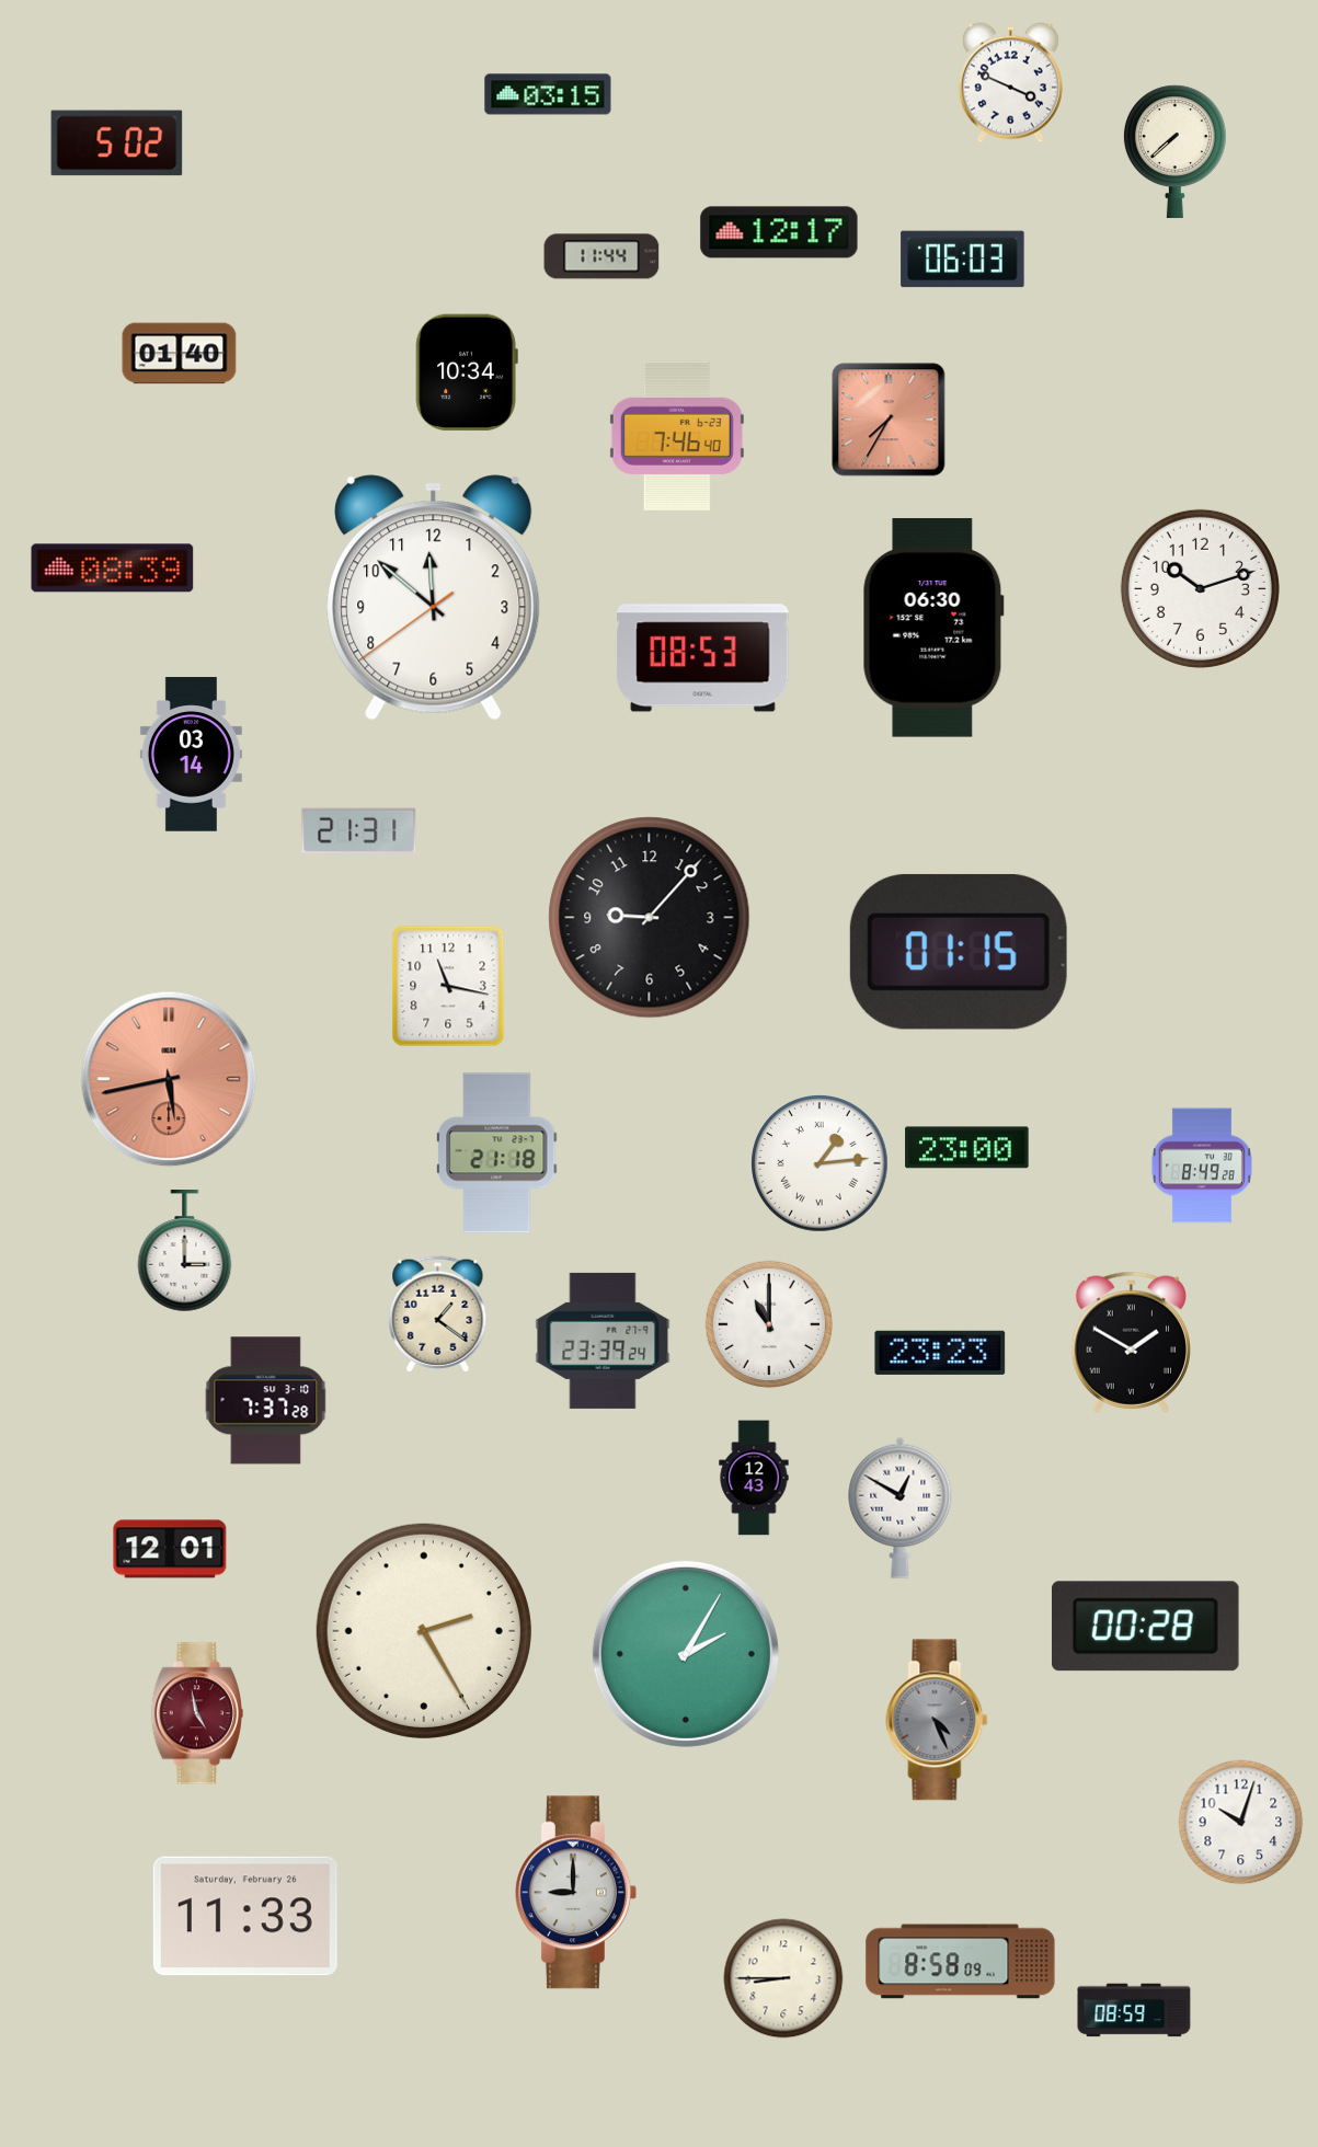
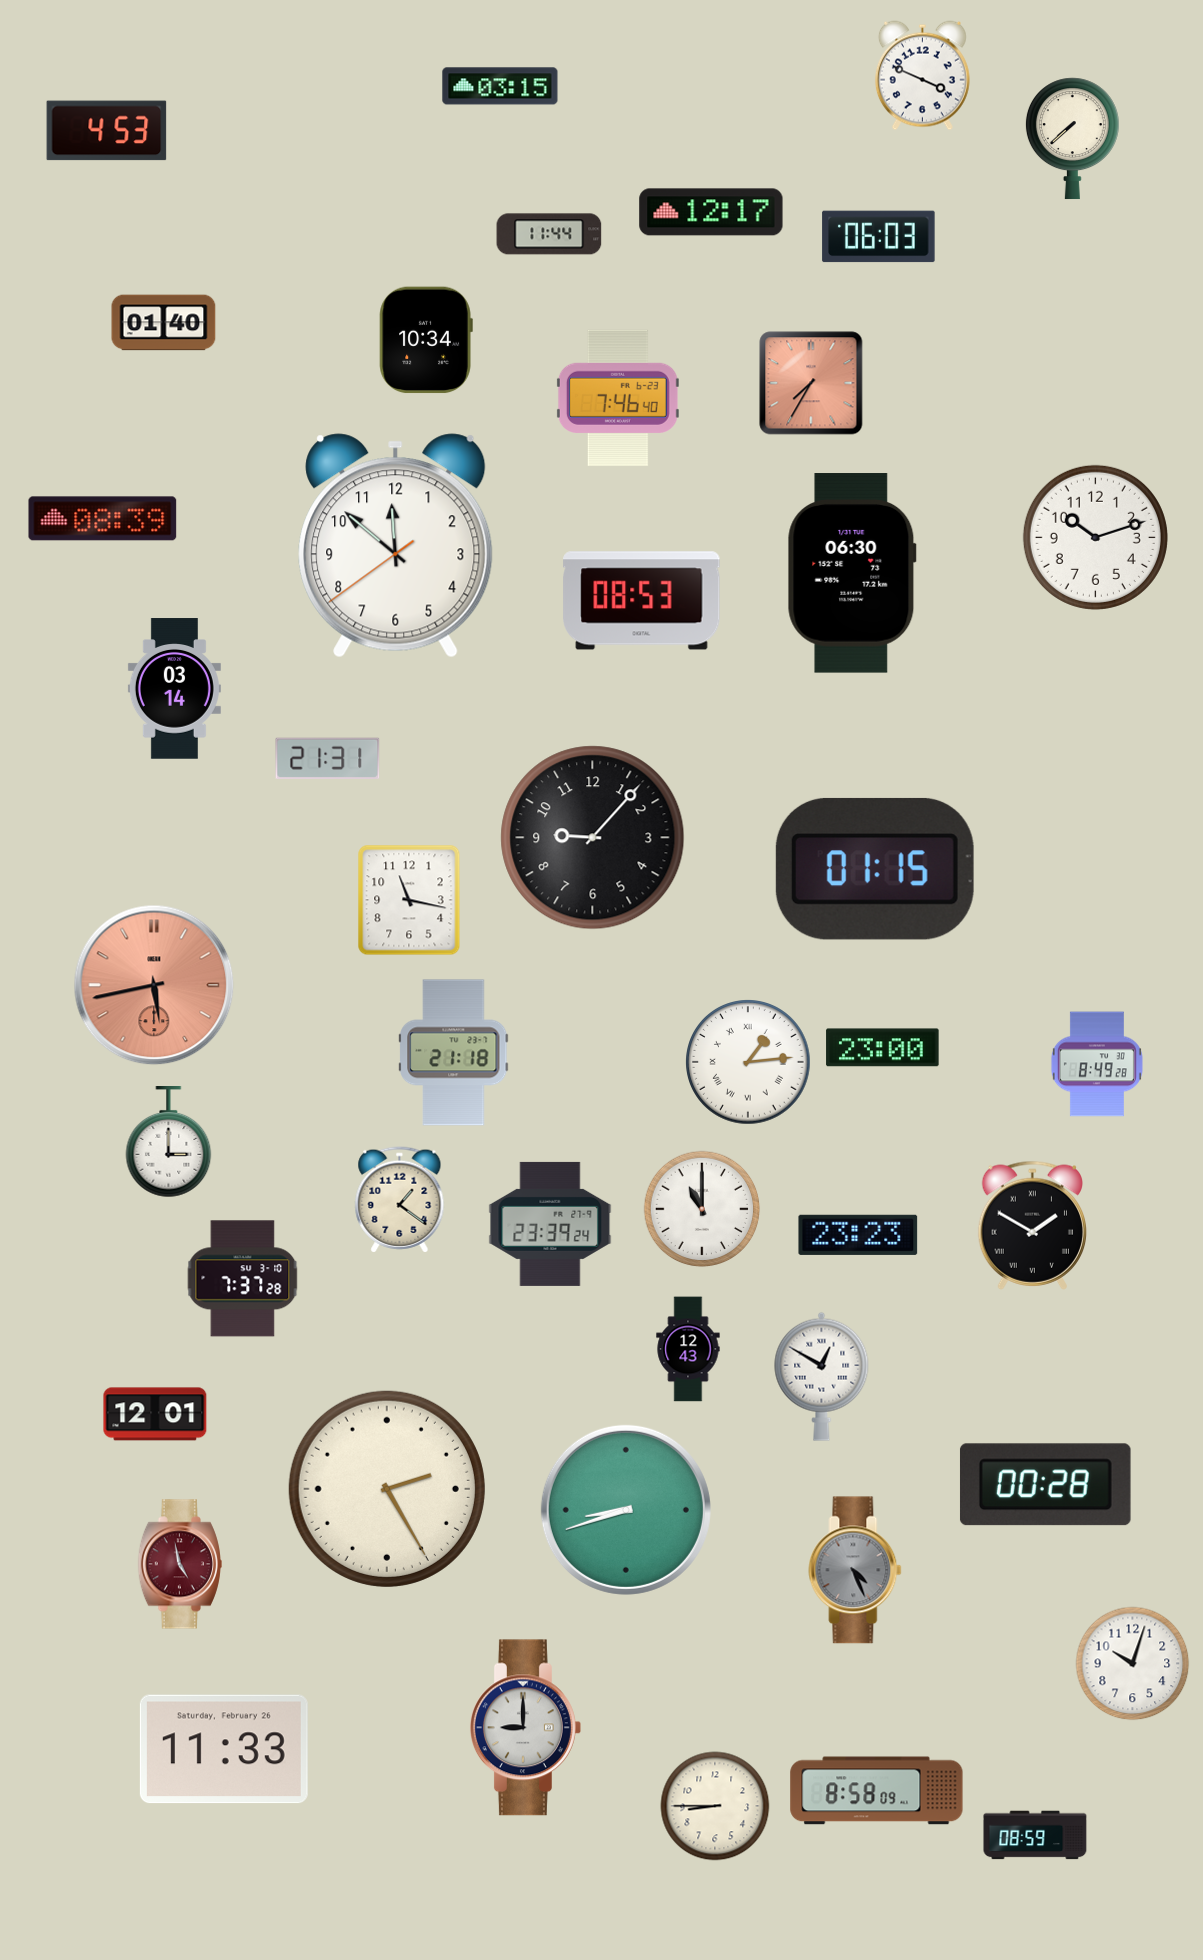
clock at (117, 143): 5:02 -> 4:53
clock at (686, 1654): 2:05 -> 8:42
